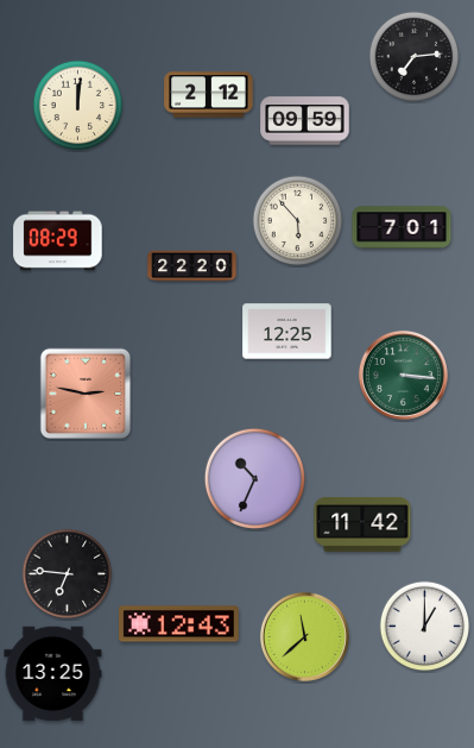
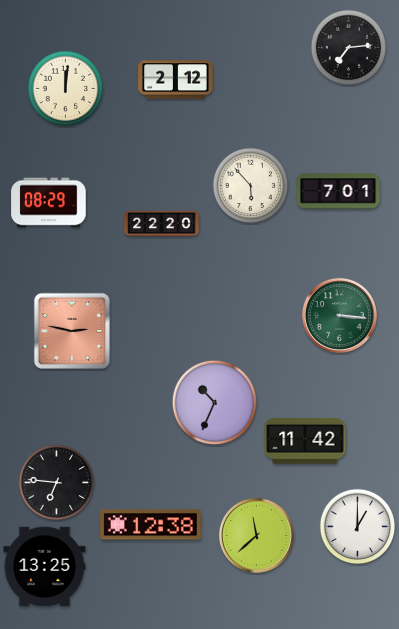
clock at (305, 121): 09:59 -> none
clock at (287, 332): 12:25 -> none
clock at (179, 624): 12:43 -> 12:38
